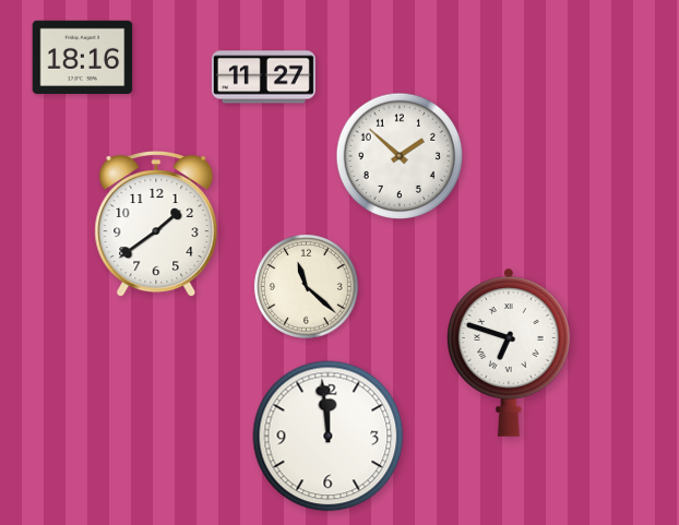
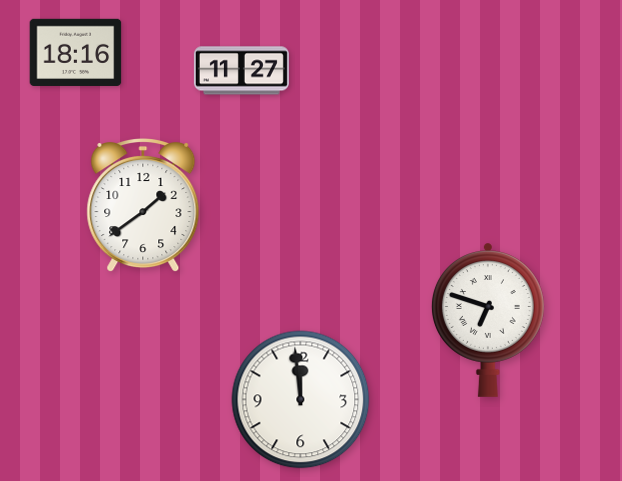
clock at (400, 156): 1:52 -> none
clock at (306, 286): 11:22 -> none
clock at (509, 353) position: (509, 353) -> (488, 320)
